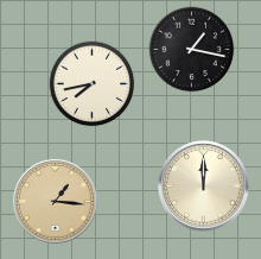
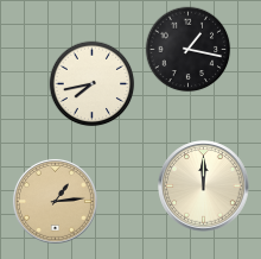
clock at (192, 50) position: (192, 50) -> (189, 50)
clock at (55, 201): 1:16 -> 1:14
